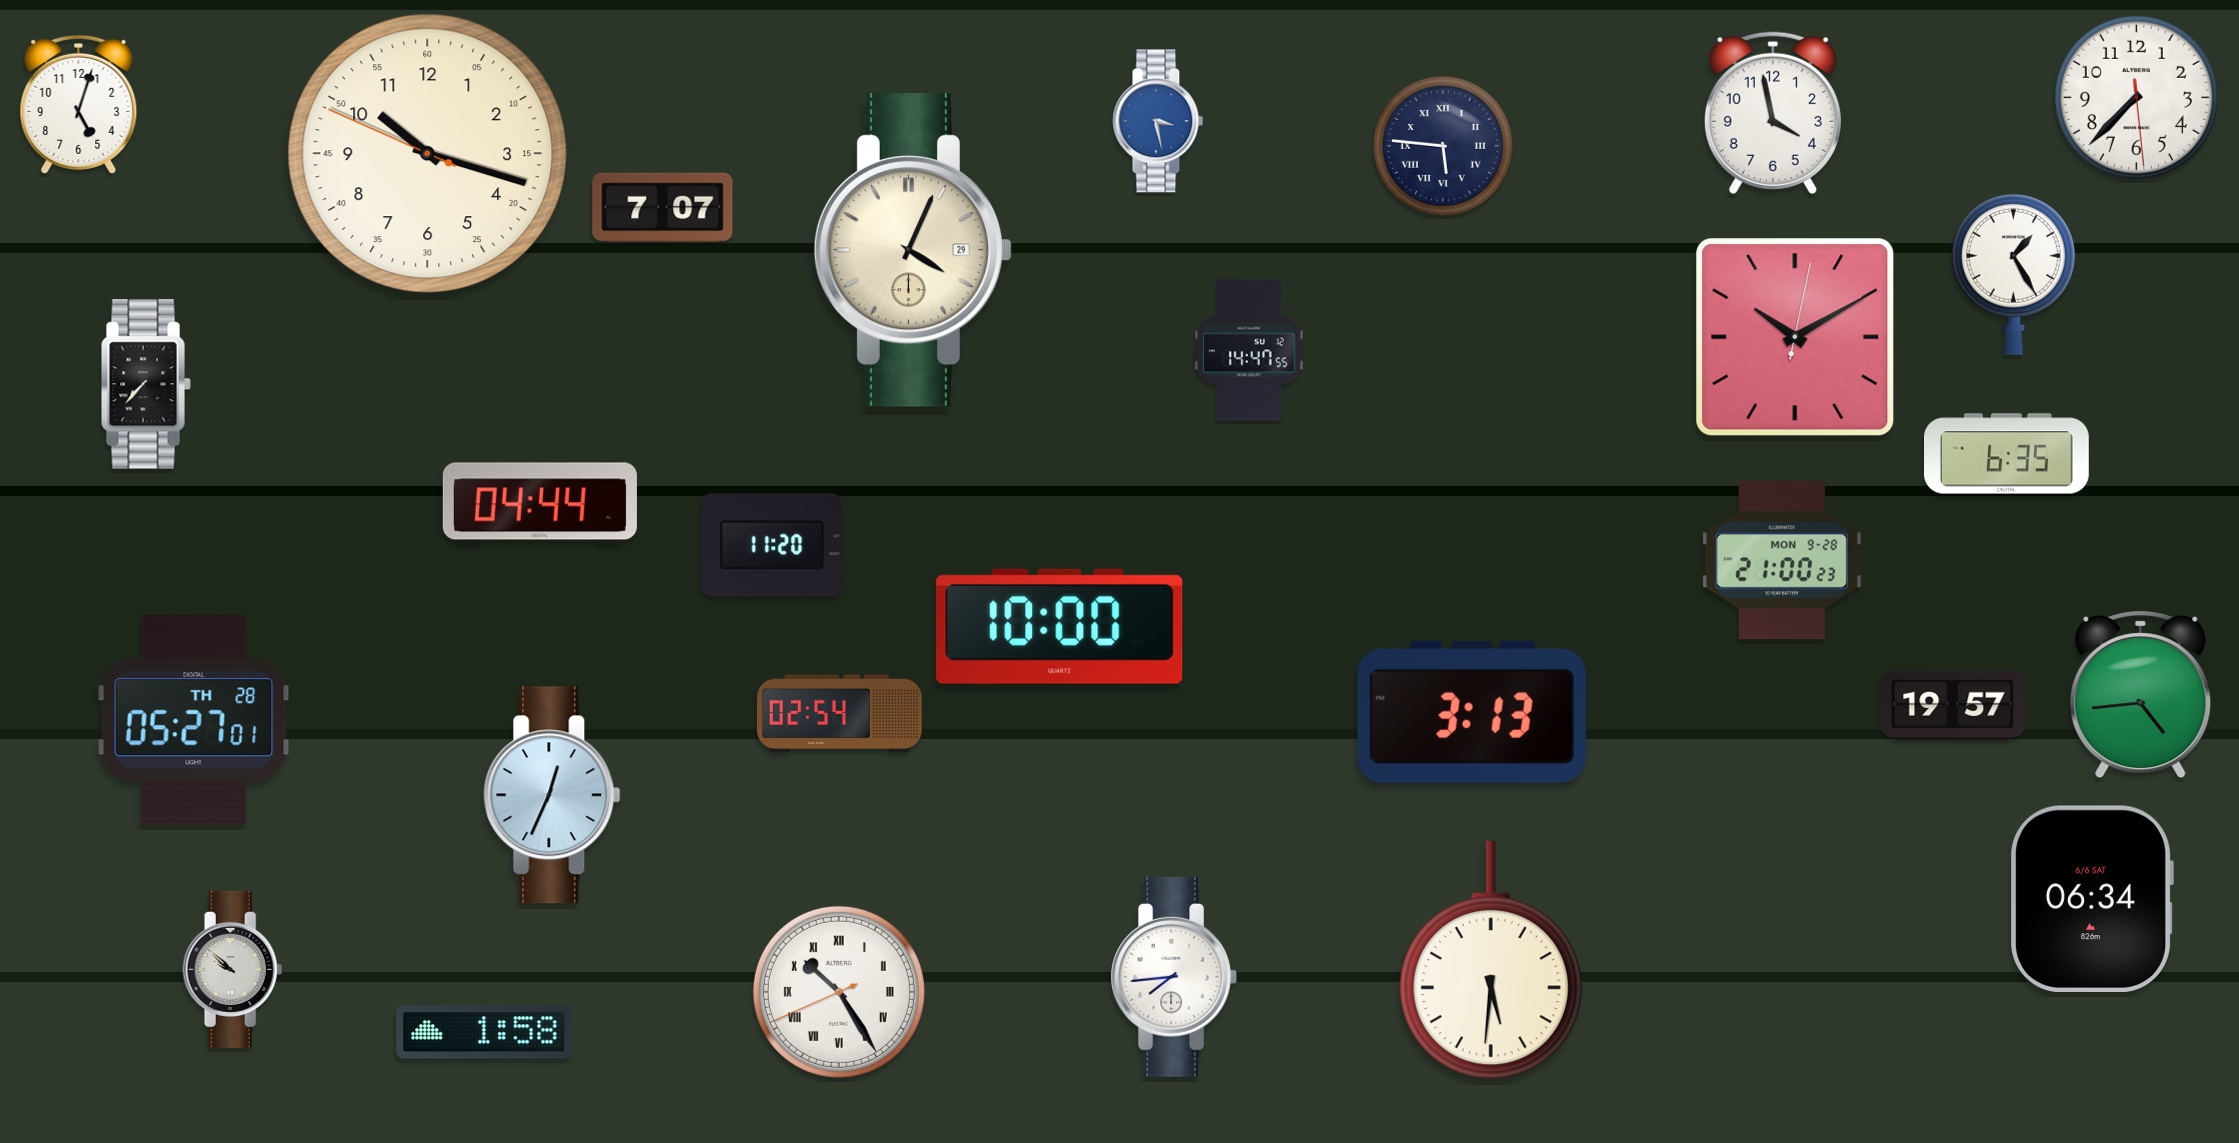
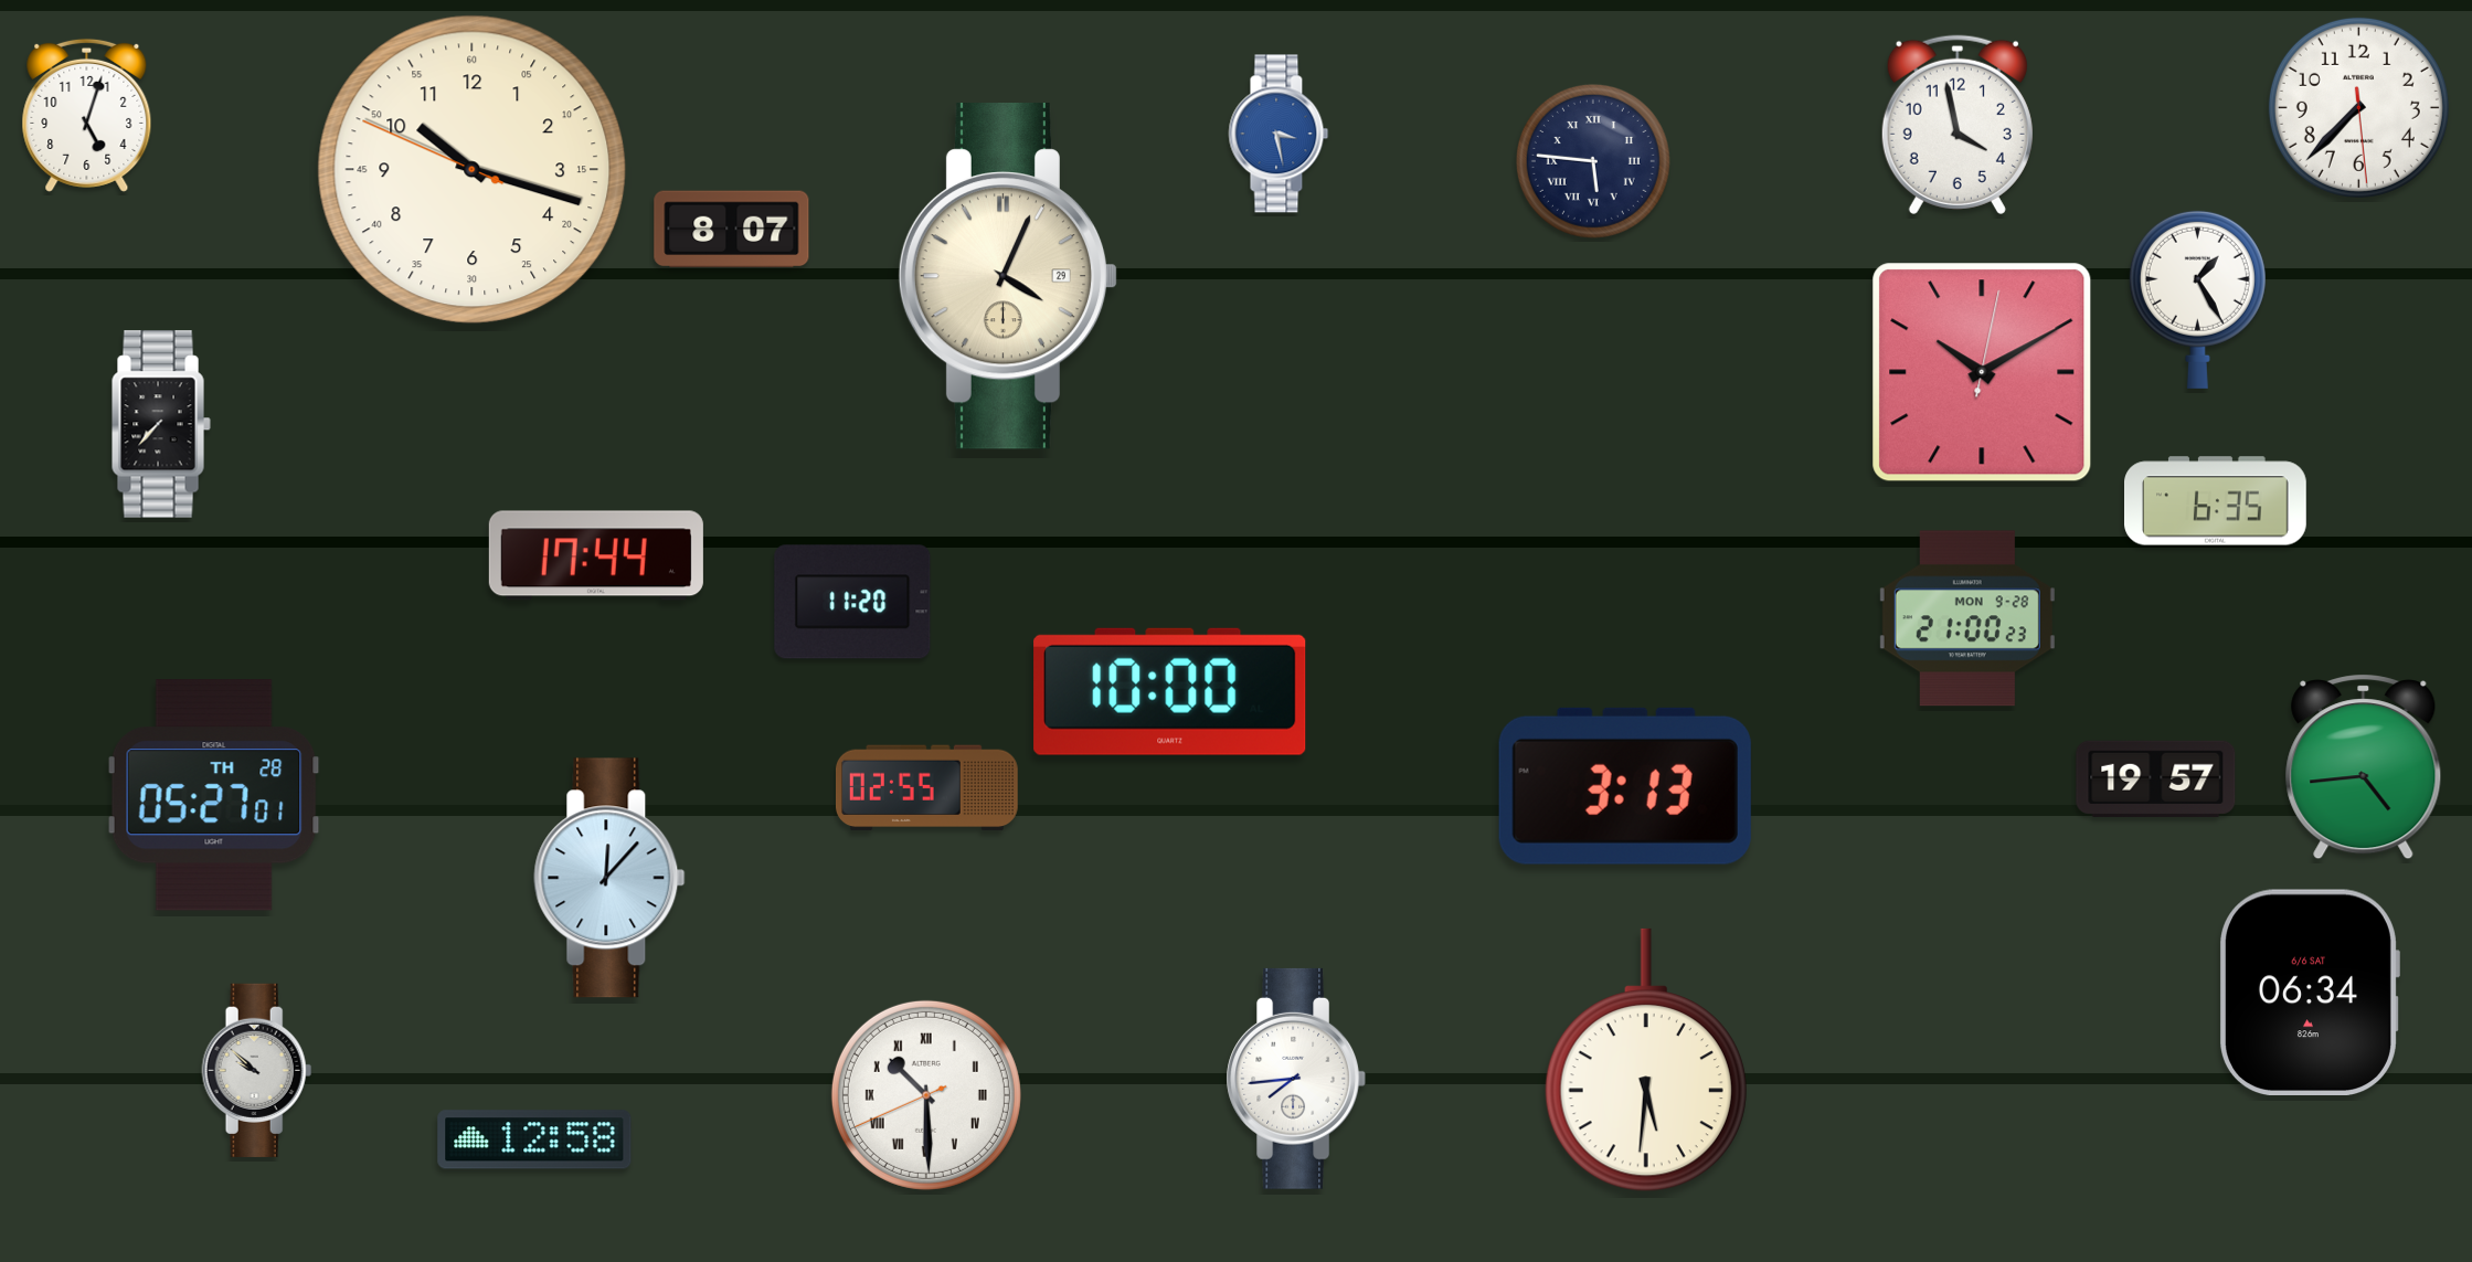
clock at (663, 208): 7:07 -> 8:07
clock at (2013, 274) position: (2013, 274) -> (2197, 299)
clock at (1249, 350): 14:47 -> none
clock at (540, 503): 04:44 -> 17:44
clock at (839, 714): 02:54 -> 02:55
clock at (552, 795): 12:34 -> 12:07
clock at (839, 992): 10:24 -> 10:29
clock at (484, 1032): 1:58 -> 12:58
